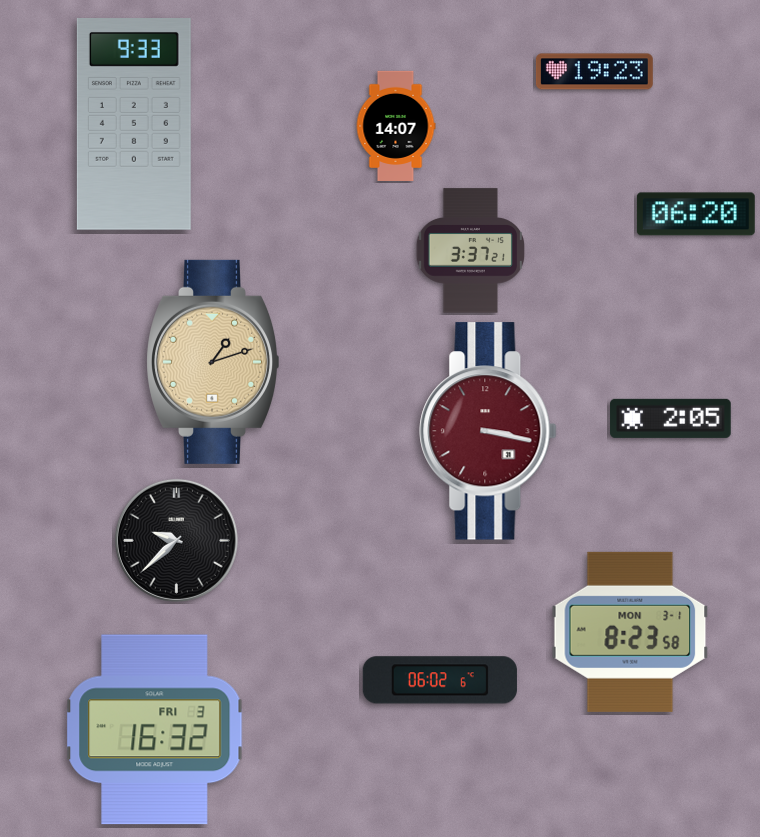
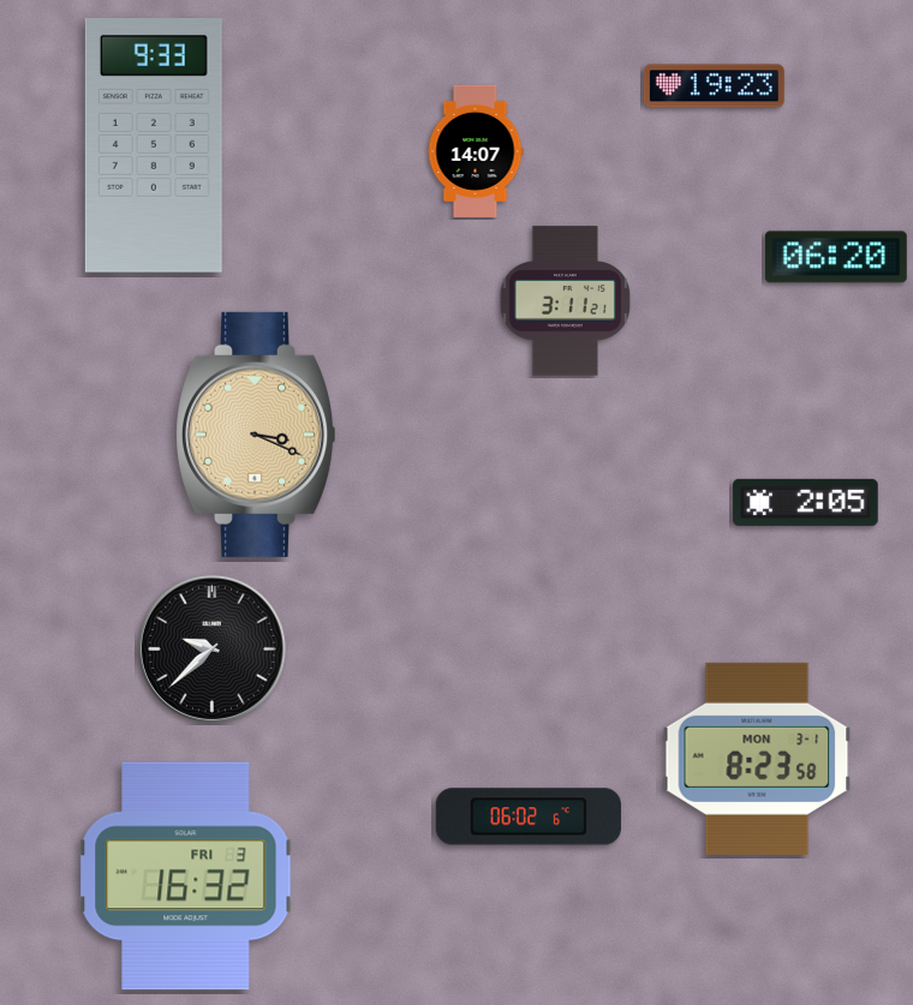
clock at (134, 125) position: (134, 125) -> (154, 146)
clock at (471, 251): 3:37 -> 3:11
clock at (213, 362): 1:12 -> 3:19
clock at (488, 431): 3:17 -> none
